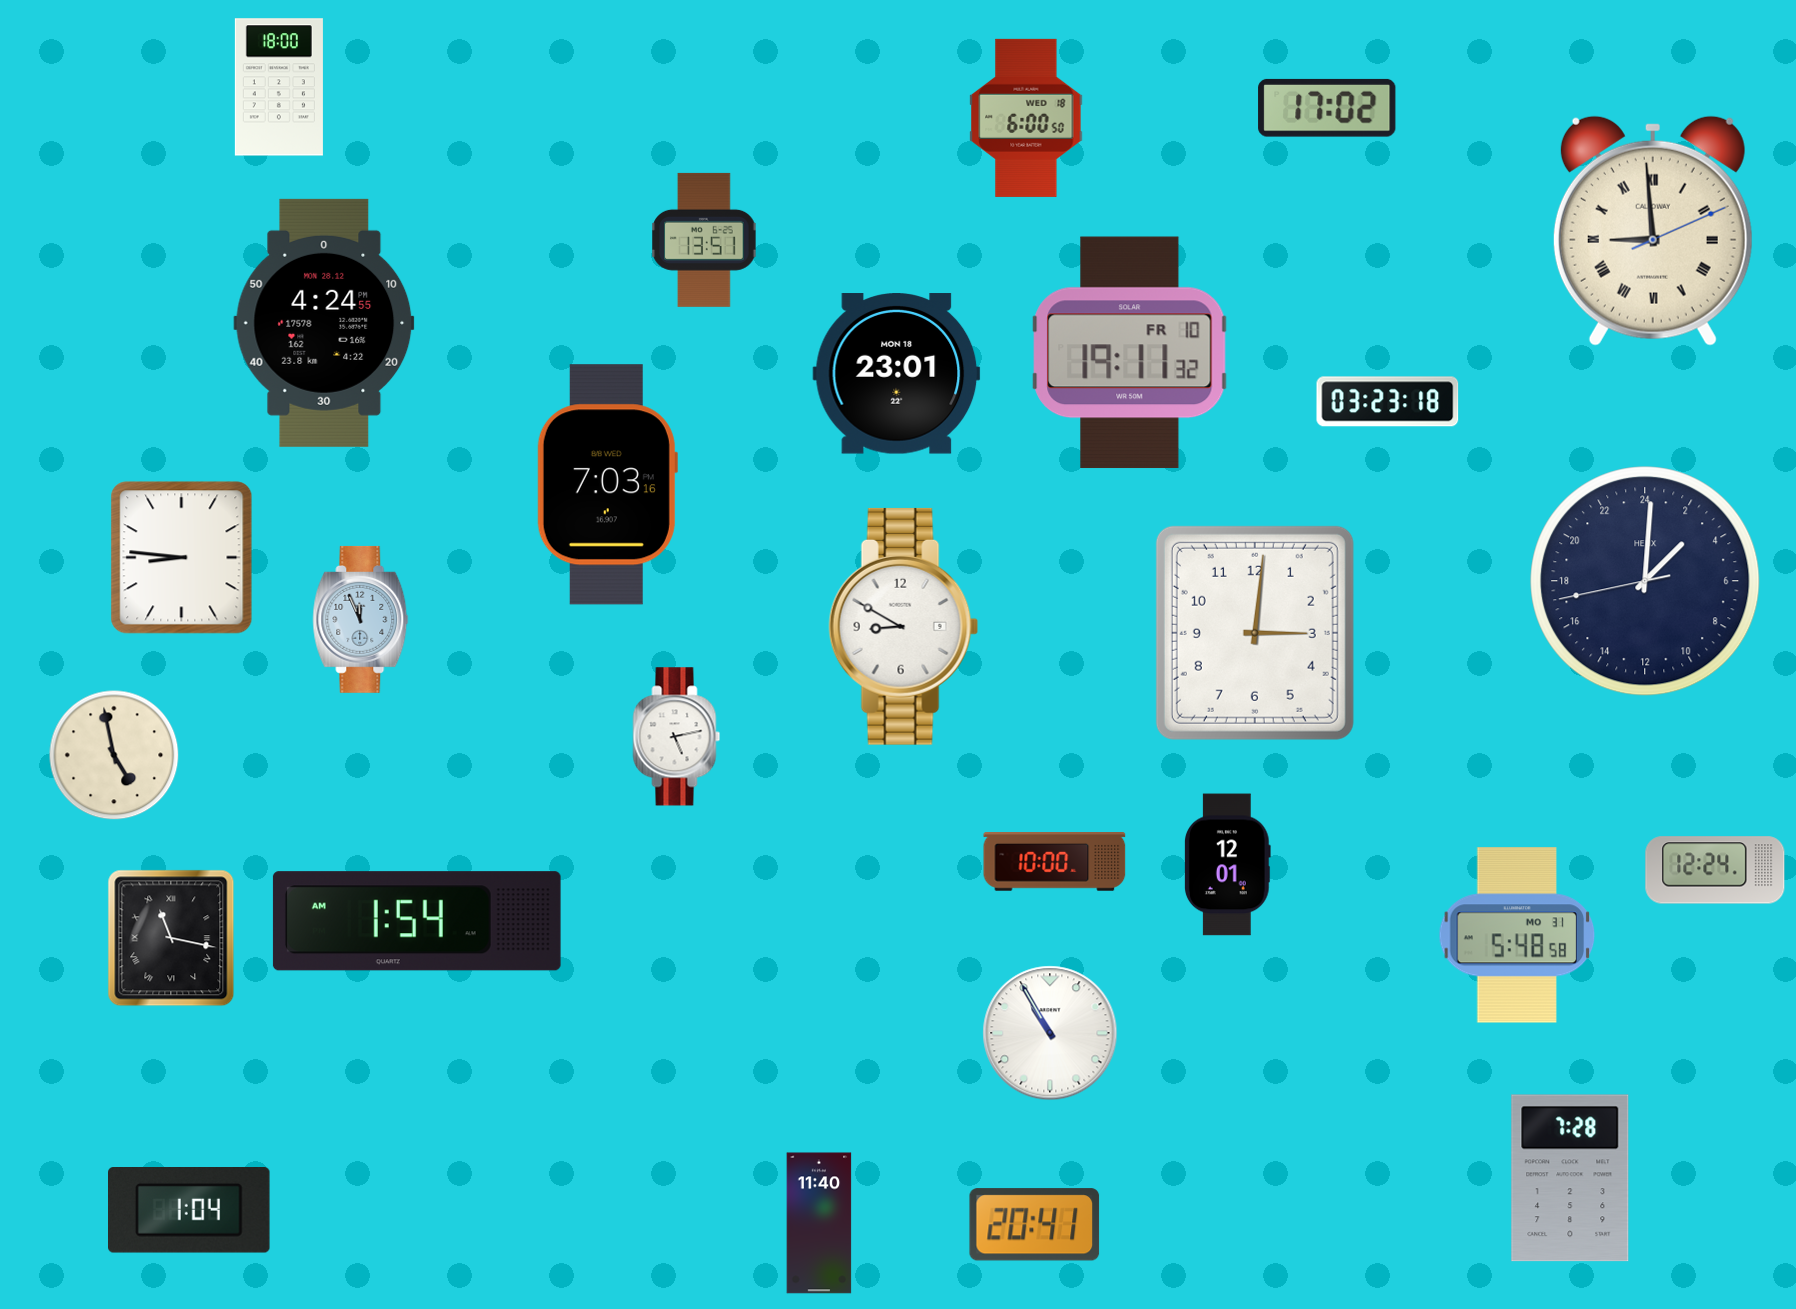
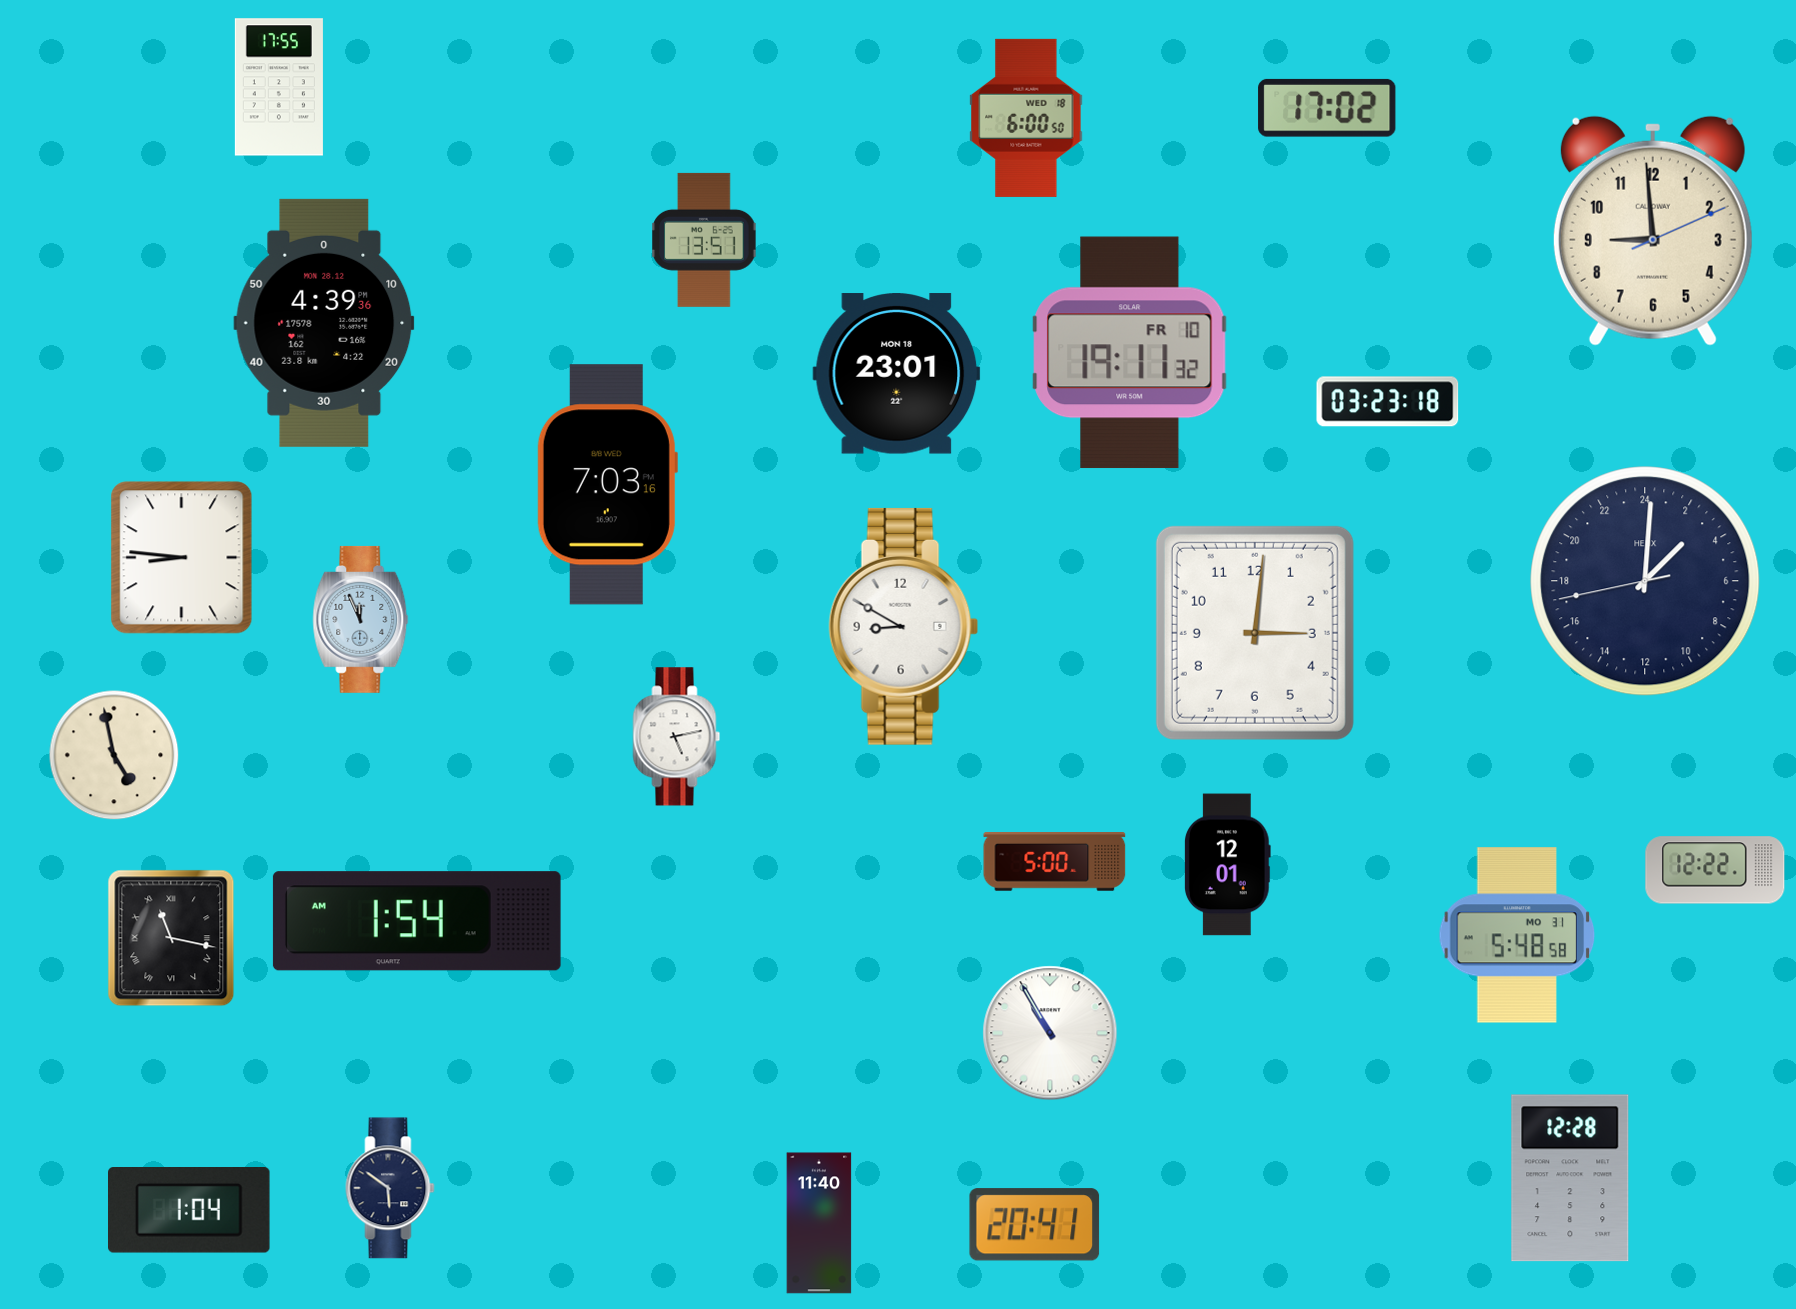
clock at (279, 87): 18:00 -> 17:55
clock at (1653, 231) numerals: Roman -> Arabic
clock at (324, 323): 4:24 -> 4:39
clock at (1055, 862): 10:00 -> 5:00
clock at (1715, 870): 12:24 -> 12:22
clock at (1570, 1178): 7:28 -> 12:28
clock at (390, 1188): none -> 5:51
